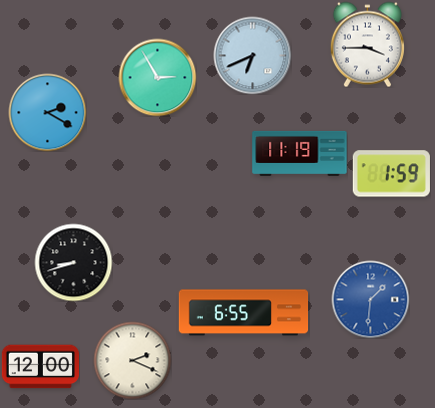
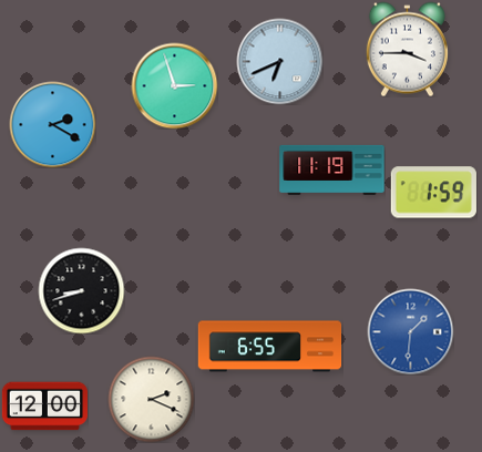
clock at (157, 77): 2:55 -> 2:57
clock at (132, 360) position: (132, 360) -> (151, 399)
